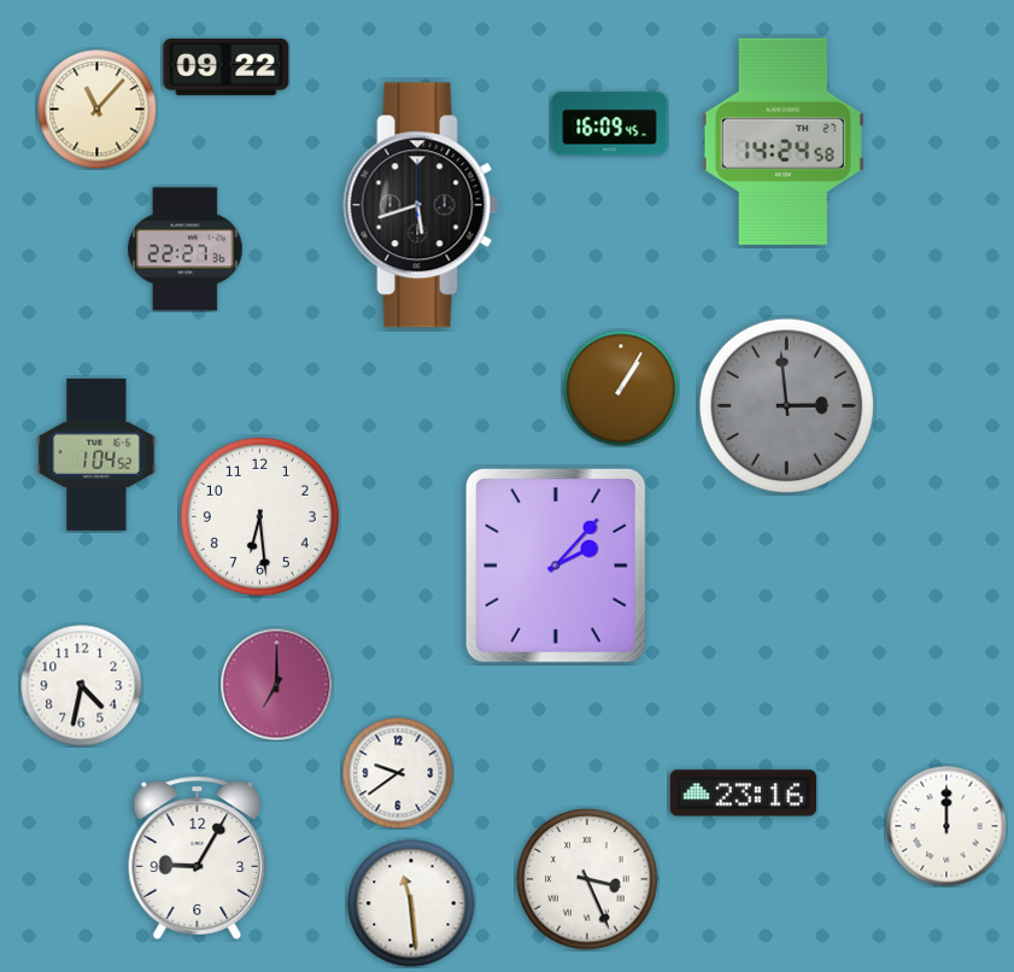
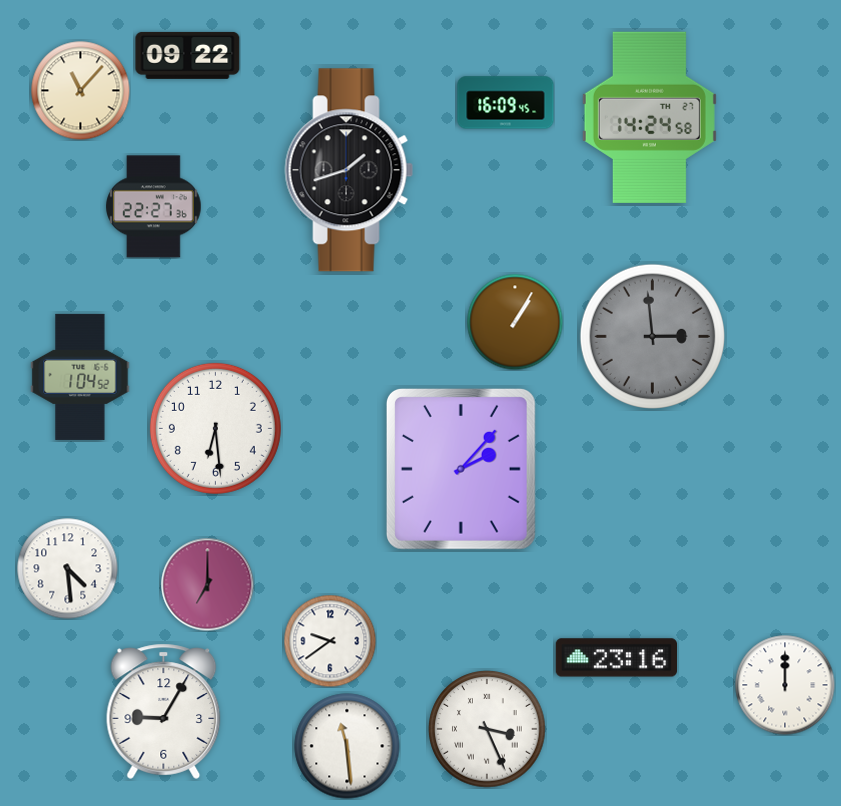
clock at (421, 205): 5:42 -> 1:42
clock at (276, 684) position: (276, 684) -> (207, 584)
clock at (82, 686): 4:32 -> 4:29
clock at (411, 903) position: (411, 903) -> (347, 746)
